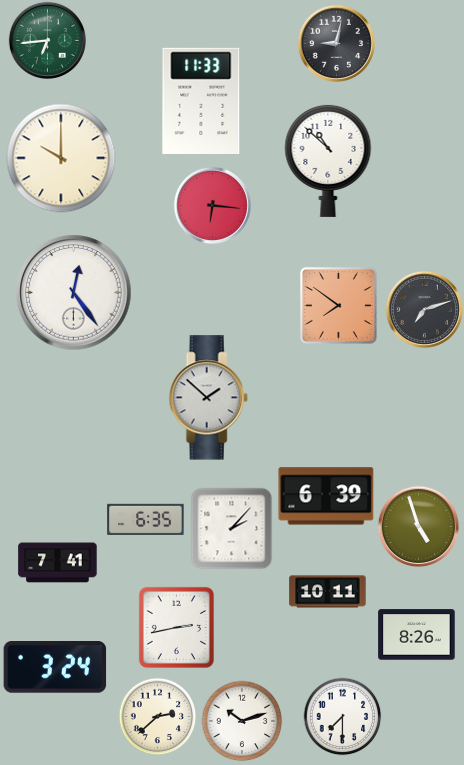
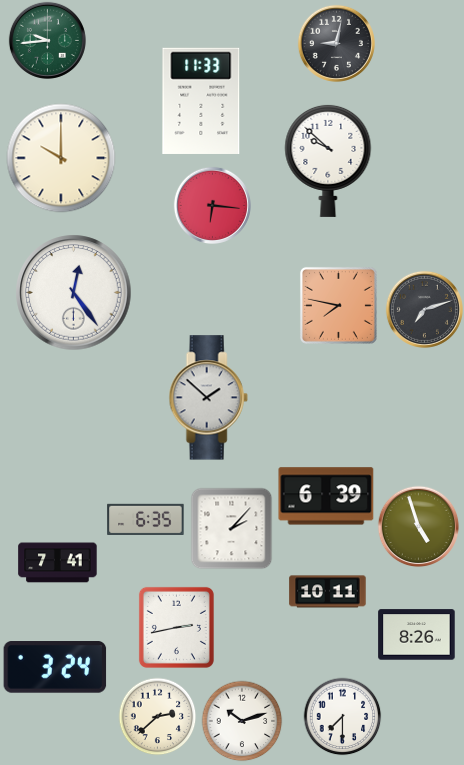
clock at (47, 40): 6:44 -> 9:44
clock at (328, 160): 10:52 -> 9:52
clock at (338, 305): 7:51 -> 7:47
